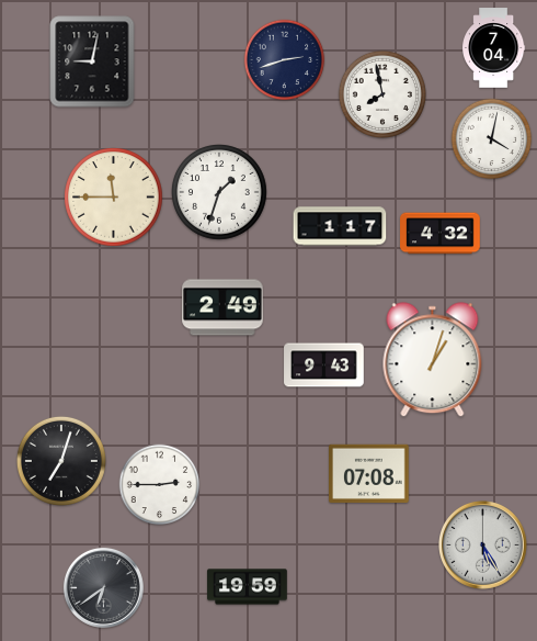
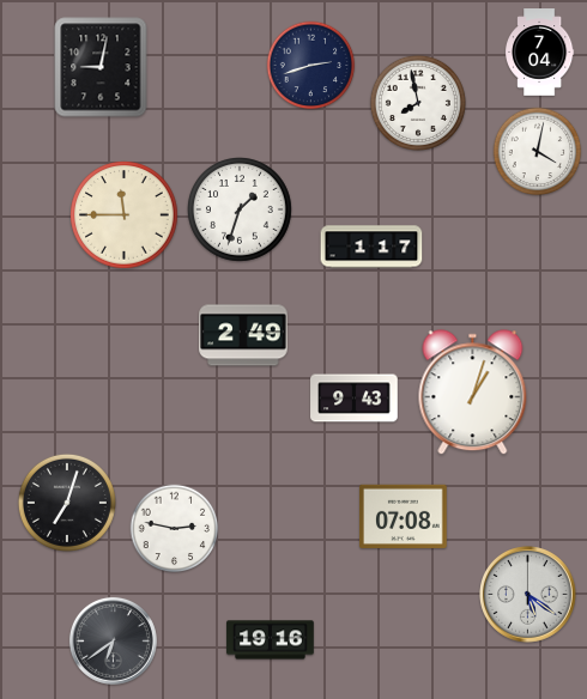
clock at (441, 234): 4:32 -> none
clock at (160, 485): 2:45 -> 2:47
clock at (483, 546): 5:25 -> 5:21
clock at (248, 587): 19:59 -> 19:16
